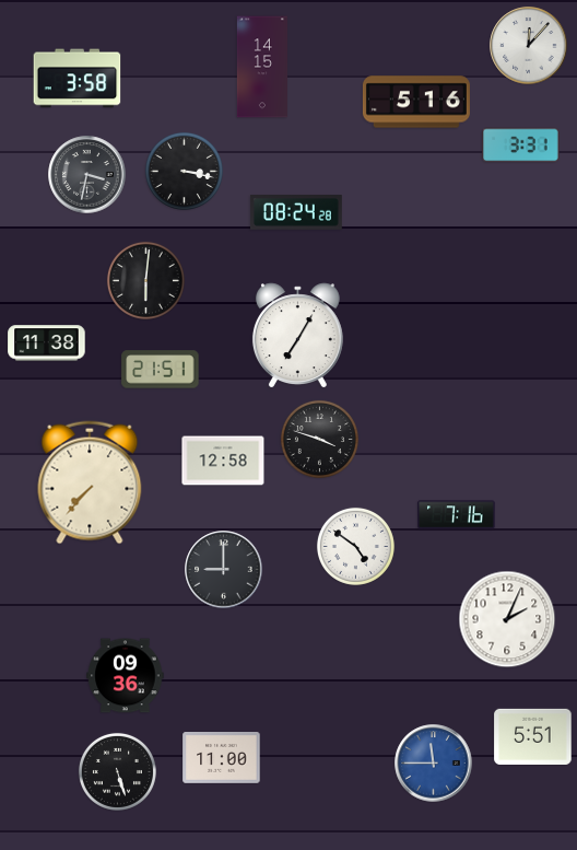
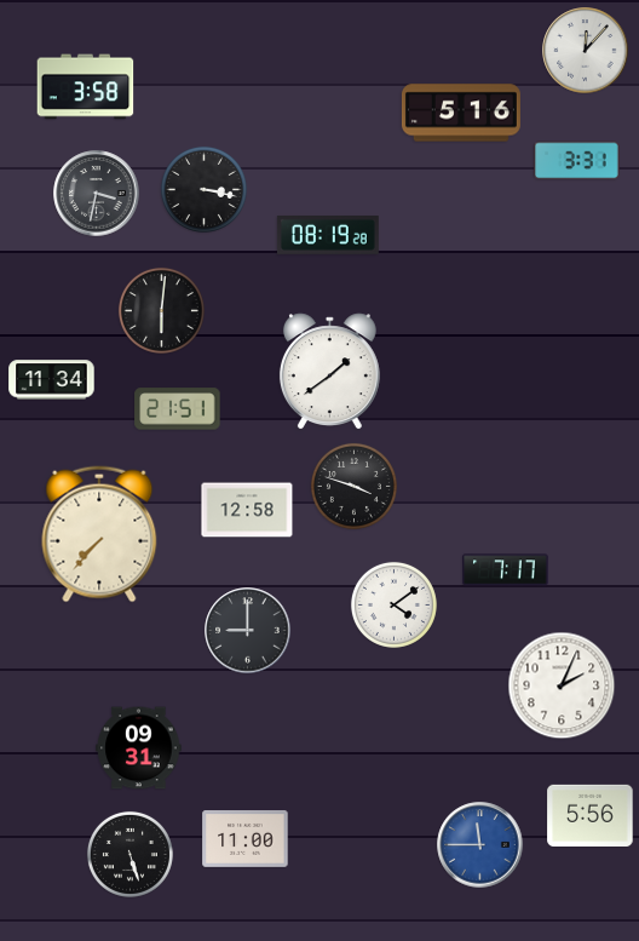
clock at (262, 67): 14:15 -> none
clock at (296, 213): 08:24 -> 08:19
clock at (297, 336): 7:05 -> 1:39
clock at (47, 344): 11:38 -> 11:34
clock at (457, 515): 7:16 -> 7:17
clock at (355, 546): 4:51 -> 4:09
clock at (126, 676): 09:36 -> 09:31
clock at (533, 736): 5:51 -> 5:56
